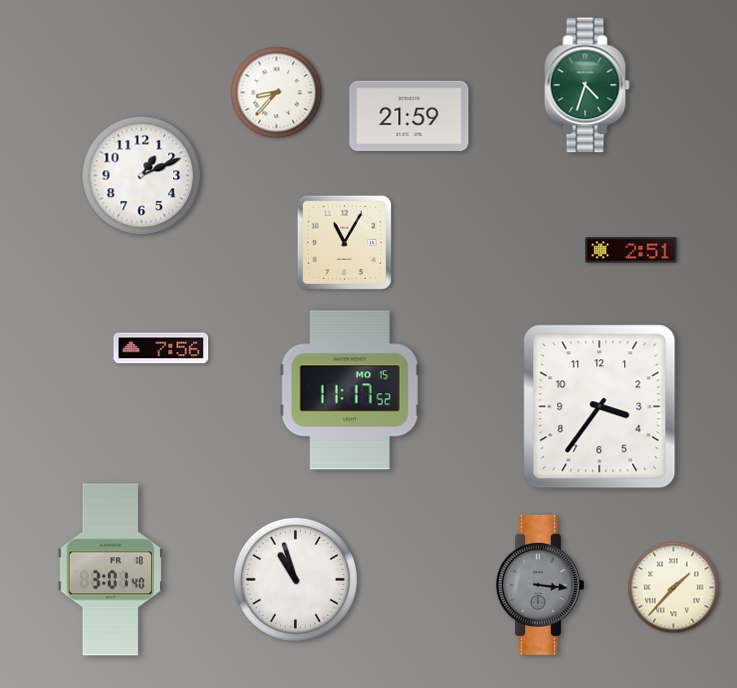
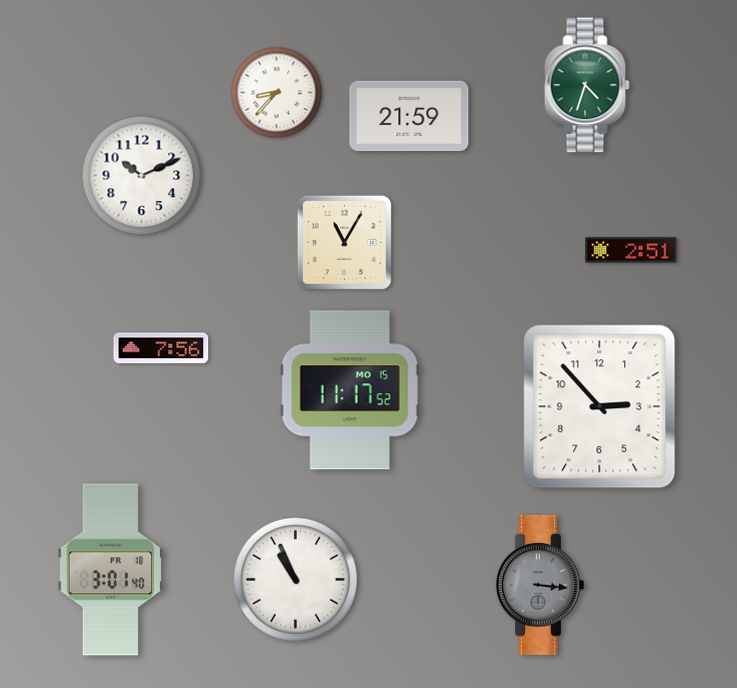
clock at (142, 176): 1:11 -> 10:11
clock at (600, 407): 3:36 -> 2:53
clock at (295, 579): 10:57 -> 10:56
clock at (674, 588): 1:37 -> none
